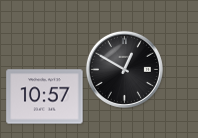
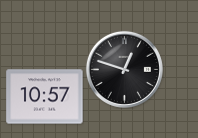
clock at (124, 69): 12:50 -> 12:48
